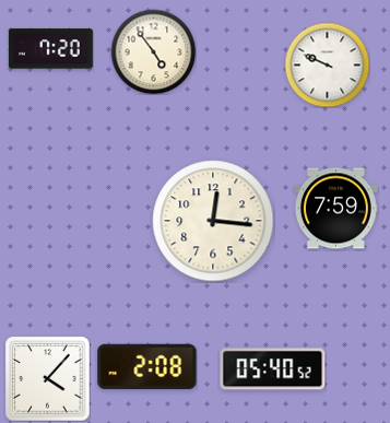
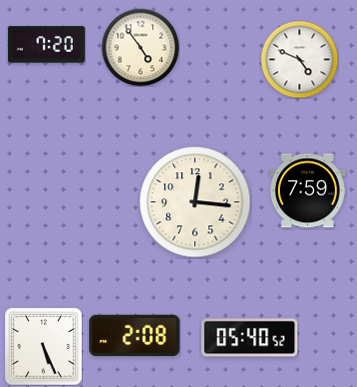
clock at (327, 64): 9:49 -> 4:49
clock at (47, 378): 4:07 -> 5:26
